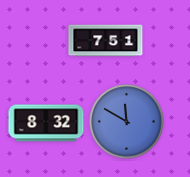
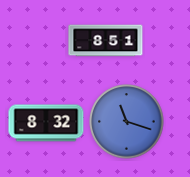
clock at (106, 41): 7:51 -> 8:51
clock at (127, 122): 11:50 -> 11:18
